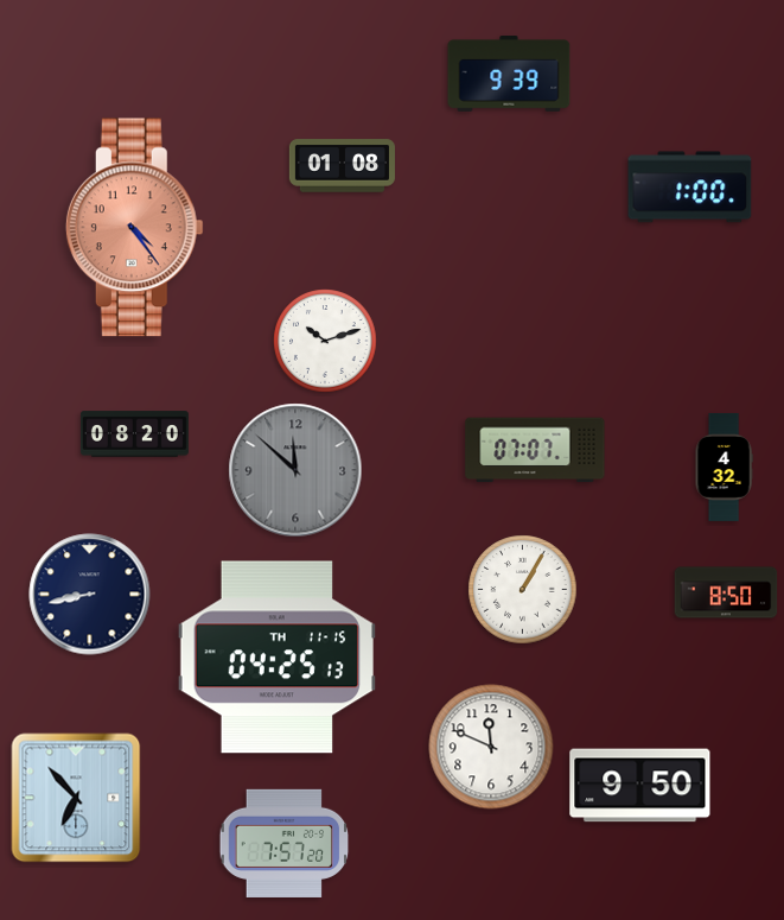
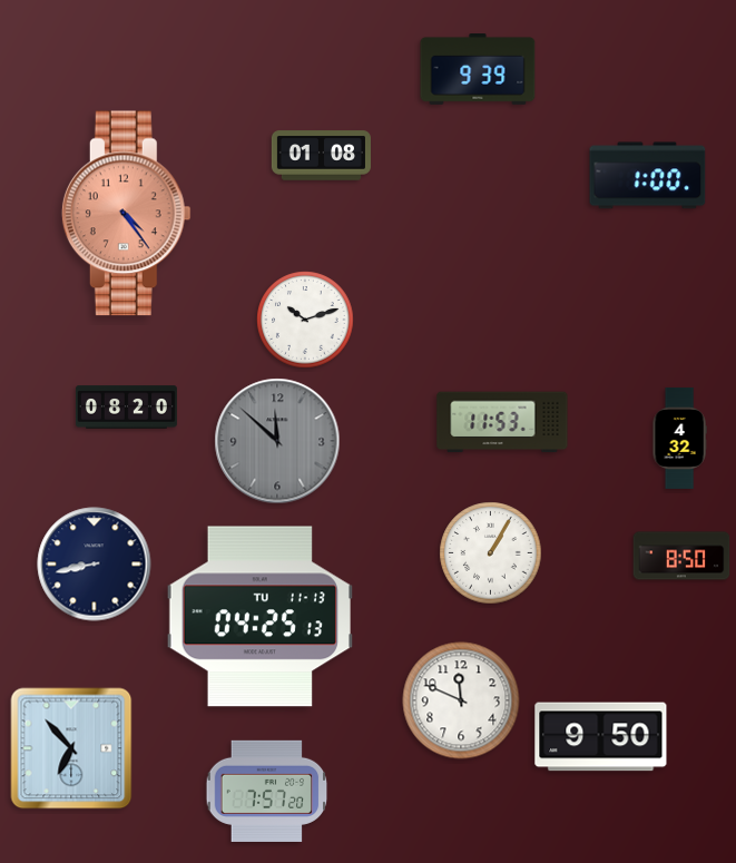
clock at (535, 450): 07:07 -> 11:53
clock at (90, 595) position: (90, 595) -> (95, 565)
clock at (276, 658) date: TH 11-15 -> TU 11-13
